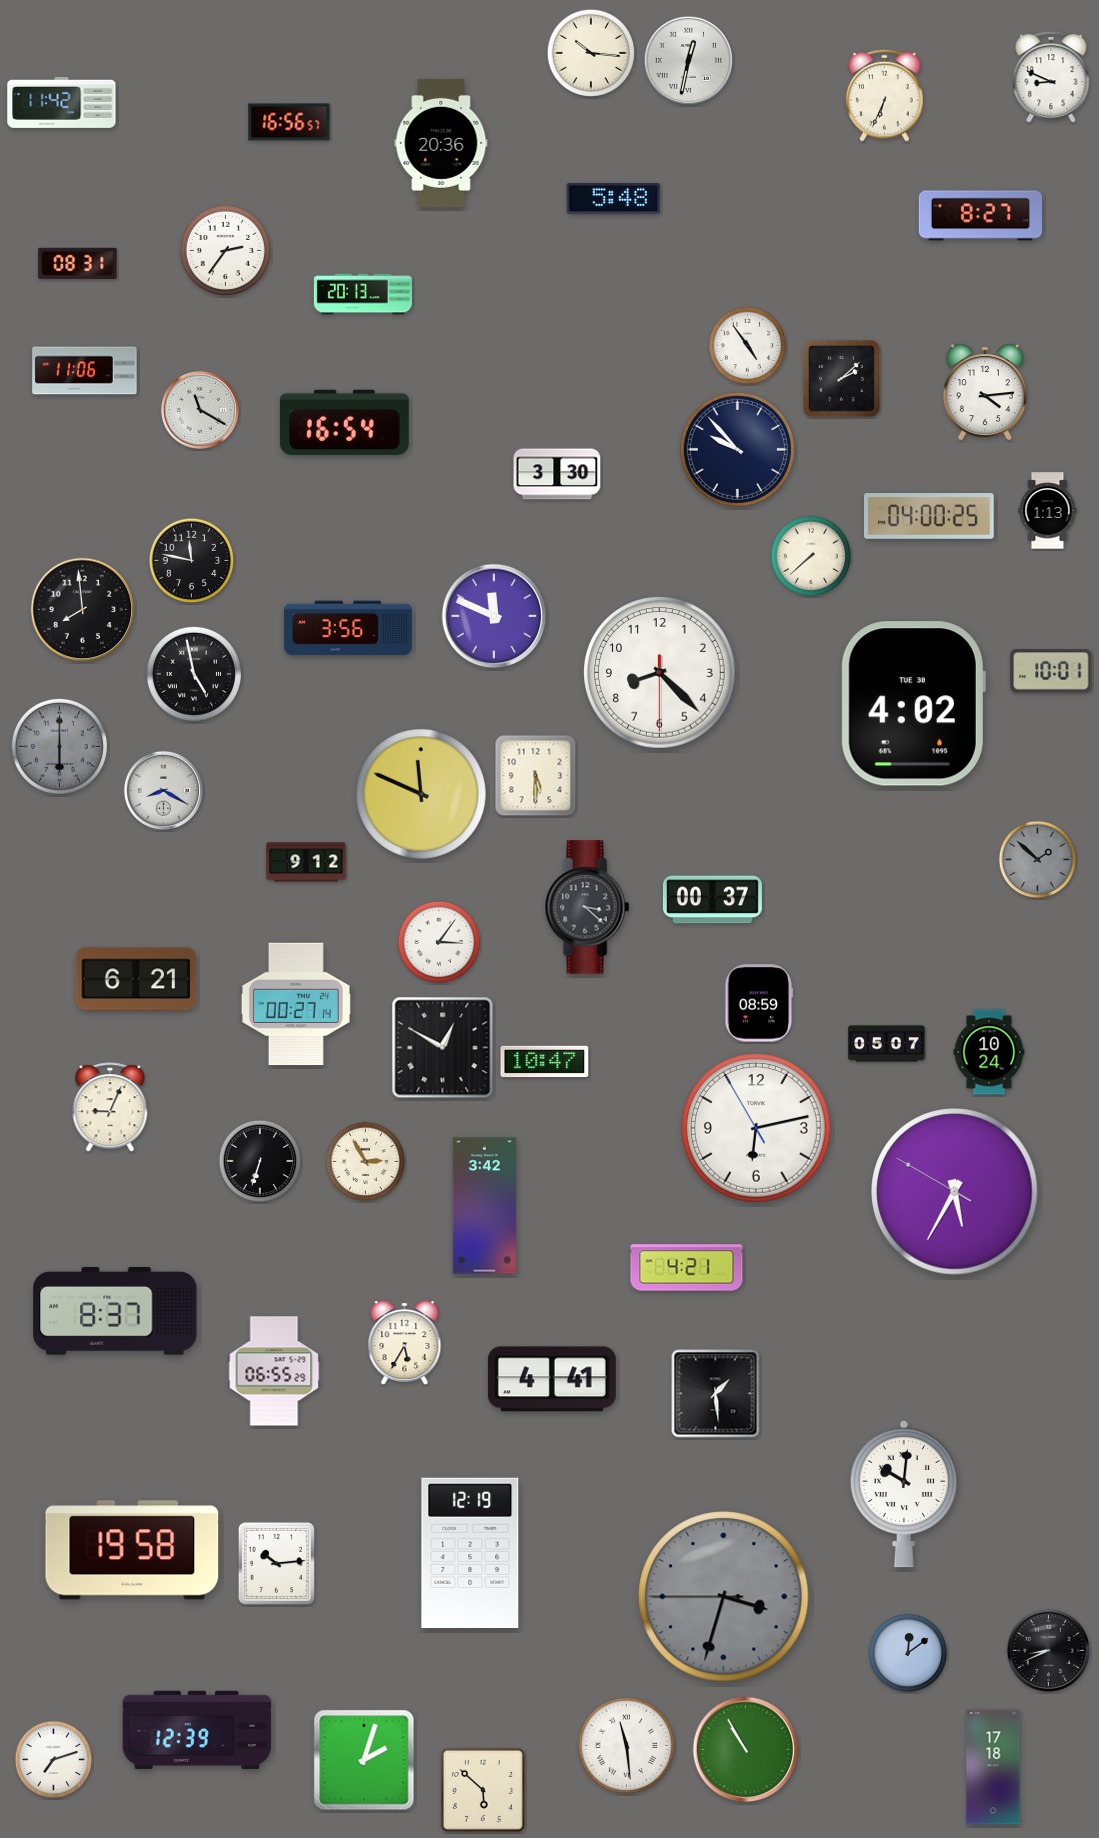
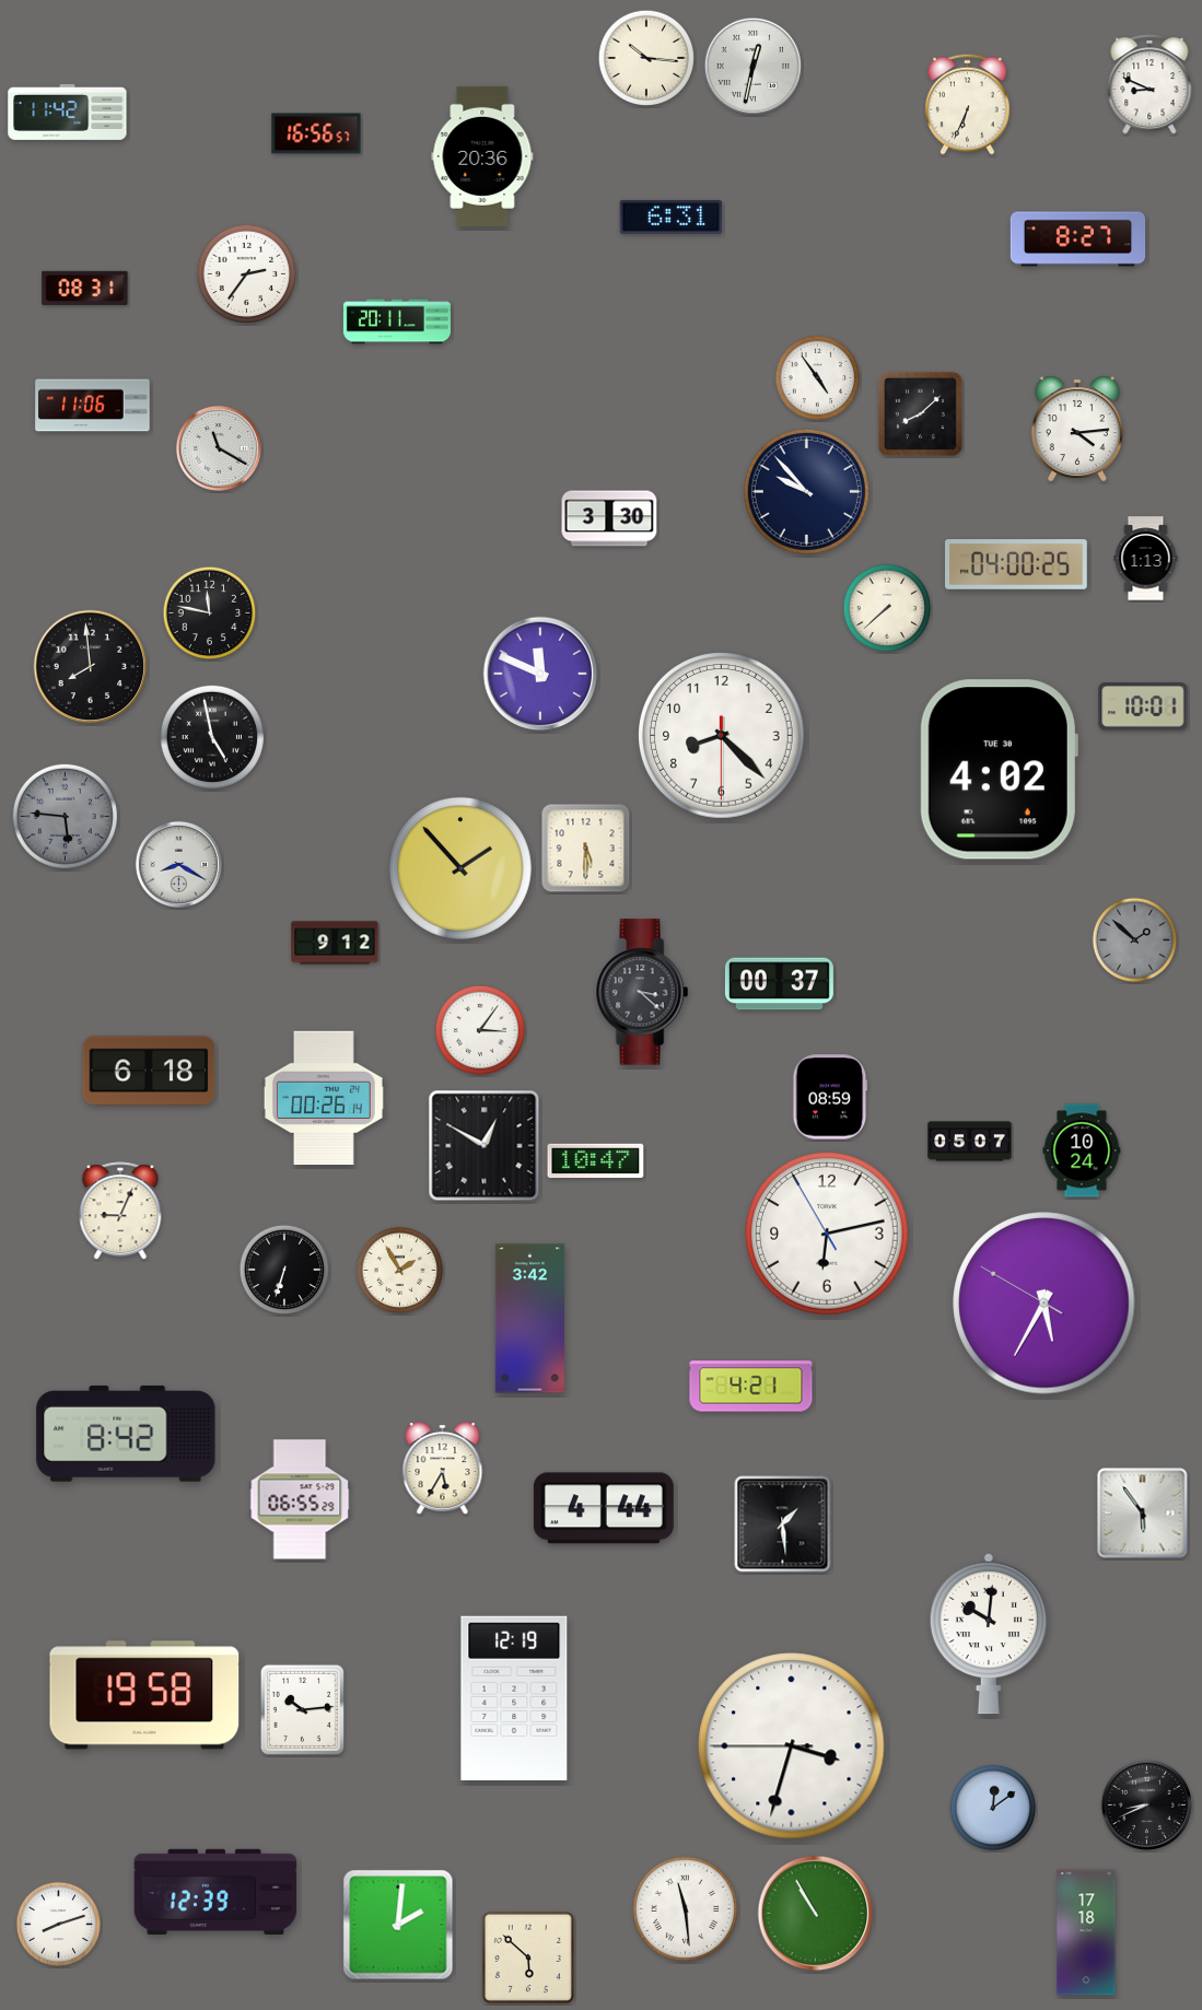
clock at (614, 198): 5:48 -> 6:31
clock at (981, 216) position: (981, 216) -> (1078, 239)
clock at (363, 294): 20:13 -> 20:11
clock at (841, 378): 2:08 -> 8:08
clock at (344, 422): 16:54 -> none
clock at (348, 628): 3:56 -> none
clock at (1051, 671) position: (1051, 671) -> (1143, 706)
clock at (59, 746): 6:00 -> 5:46
clock at (421, 794): 11:49 -> 1:53
clock at (136, 979): 6:21 -> 6:18
clock at (296, 1004): 00:27 -> 00:26
clock at (366, 1162): 2:55 -> 1:55
clock at (115, 1311): 8:37 -> 8:42
clock at (552, 1379): 4:41 -> 4:44
clock at (1143, 1514): none -> 5:54
clock at (724, 1597) dial: grey -> white
clock at (54, 1760): 7:12 -> 8:12
clock at (364, 1760): 2:03 -> 2:01
